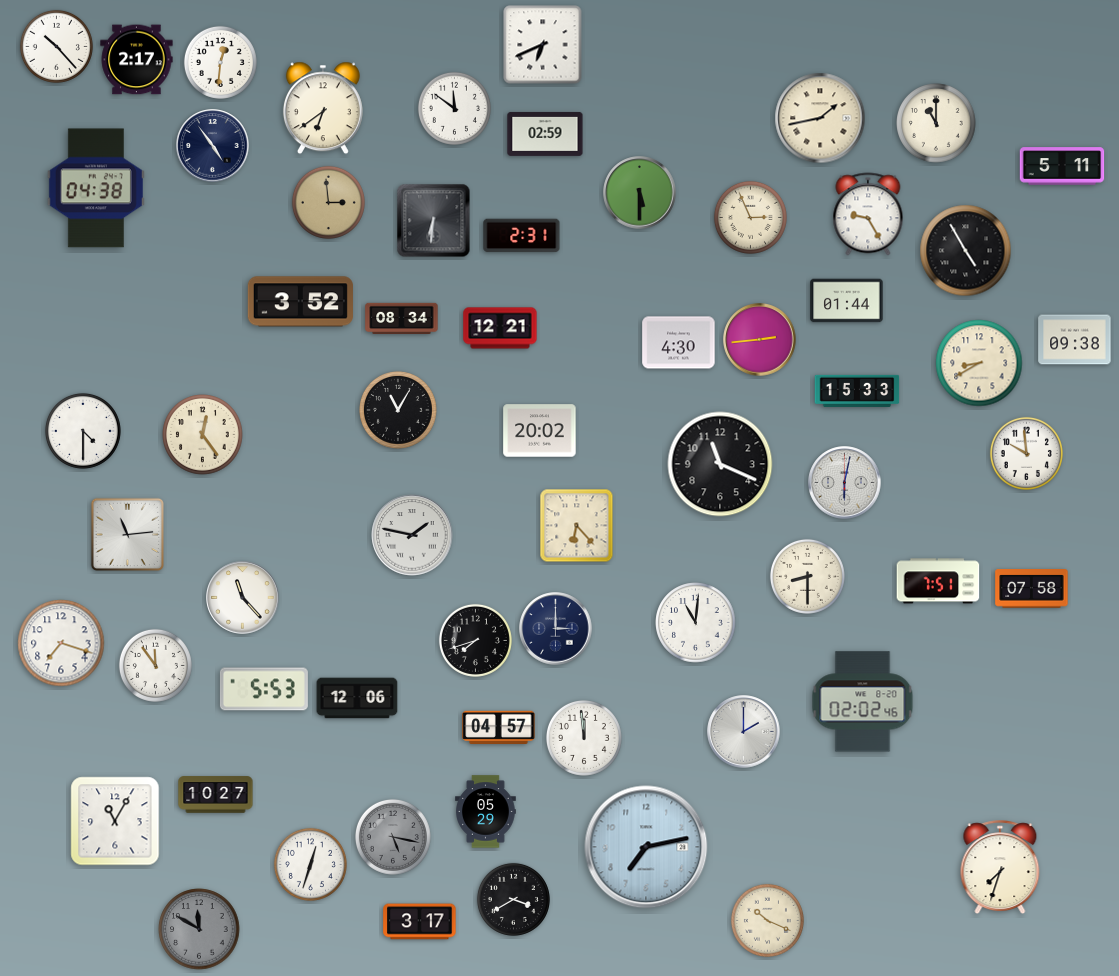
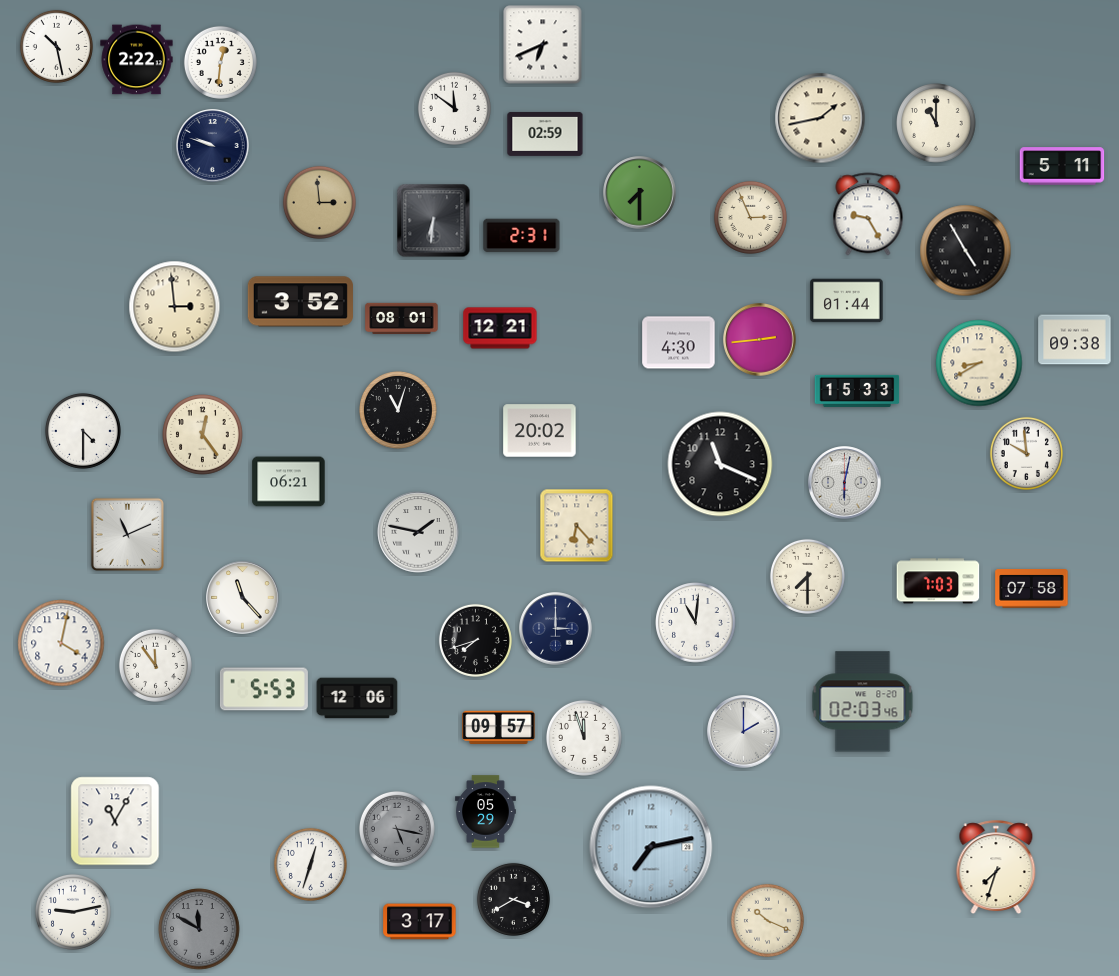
clock at (56, 46): 10:23 -> 10:28
clock at (137, 60): 2:17 -> 2:22
clock at (323, 108): 6:39 -> none
clock at (213, 146): 4:54 -> 9:48
clock at (96, 188): 04:38 -> none
clock at (640, 193): 5:30 -> 7:30
clock at (328, 202) position: (328, 202) -> (319, 202)
clock at (175, 307): none -> 2:59
clock at (402, 319): 08:34 -> 08:01
clock at (399, 411): 11:05 -> 11:03
clock at (289, 482): none -> 06:21
clock at (127, 534): 11:14 -> 11:11
clock at (412, 535) position: (412, 535) -> (418, 532)
clock at (807, 576): 8:30 -> 7:30
clock at (938, 581): 7:51 -> 7:03
clock at (61, 643): 7:18 -> 4:02
clock at (863, 702): 02:02 -> 02:03
clock at (499, 727): 04:57 -> 09:57
clock at (584, 738): 11:59 -> 11:57
clock at (216, 795): 10:27 -> none
clock at (393, 837) position: (393, 837) -> (397, 829)
clock at (646, 847) position: (646, 847) -> (651, 847)
clock at (1000, 868) position: (1000, 868) -> (996, 868)
clock at (73, 912): none -> 9:13
